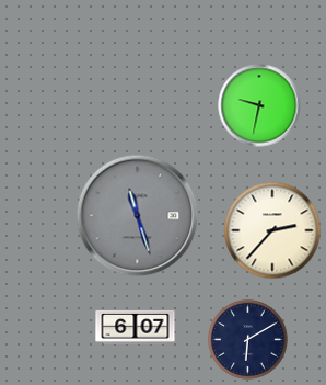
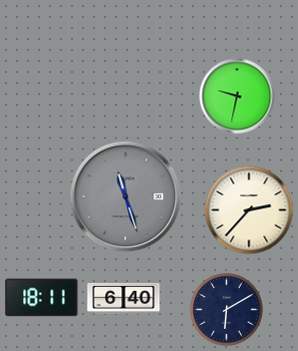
clock at (42, 298): none -> 18:11
clock at (136, 327): 6:07 -> 6:40
